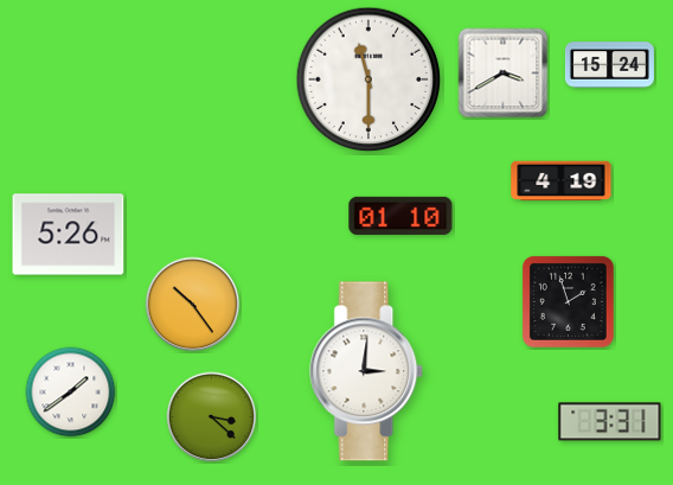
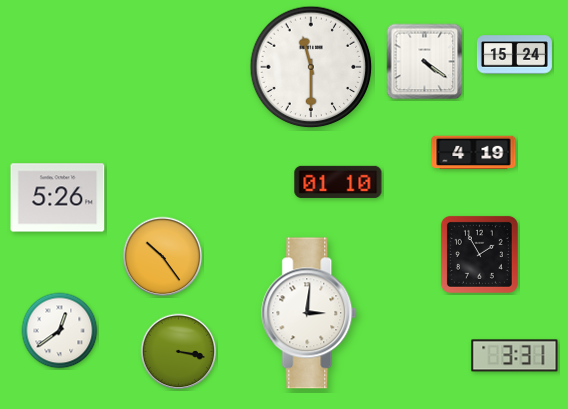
clock at (504, 74): 3:40 -> 4:21
clock at (568, 301): 1:57 -> 1:55
clock at (71, 393): 1:39 -> 12:39
clock at (212, 417): 3:22 -> 3:17
